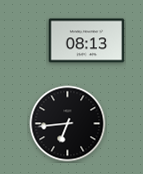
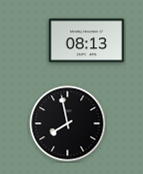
clock at (68, 124): 6:44 -> 7:58
